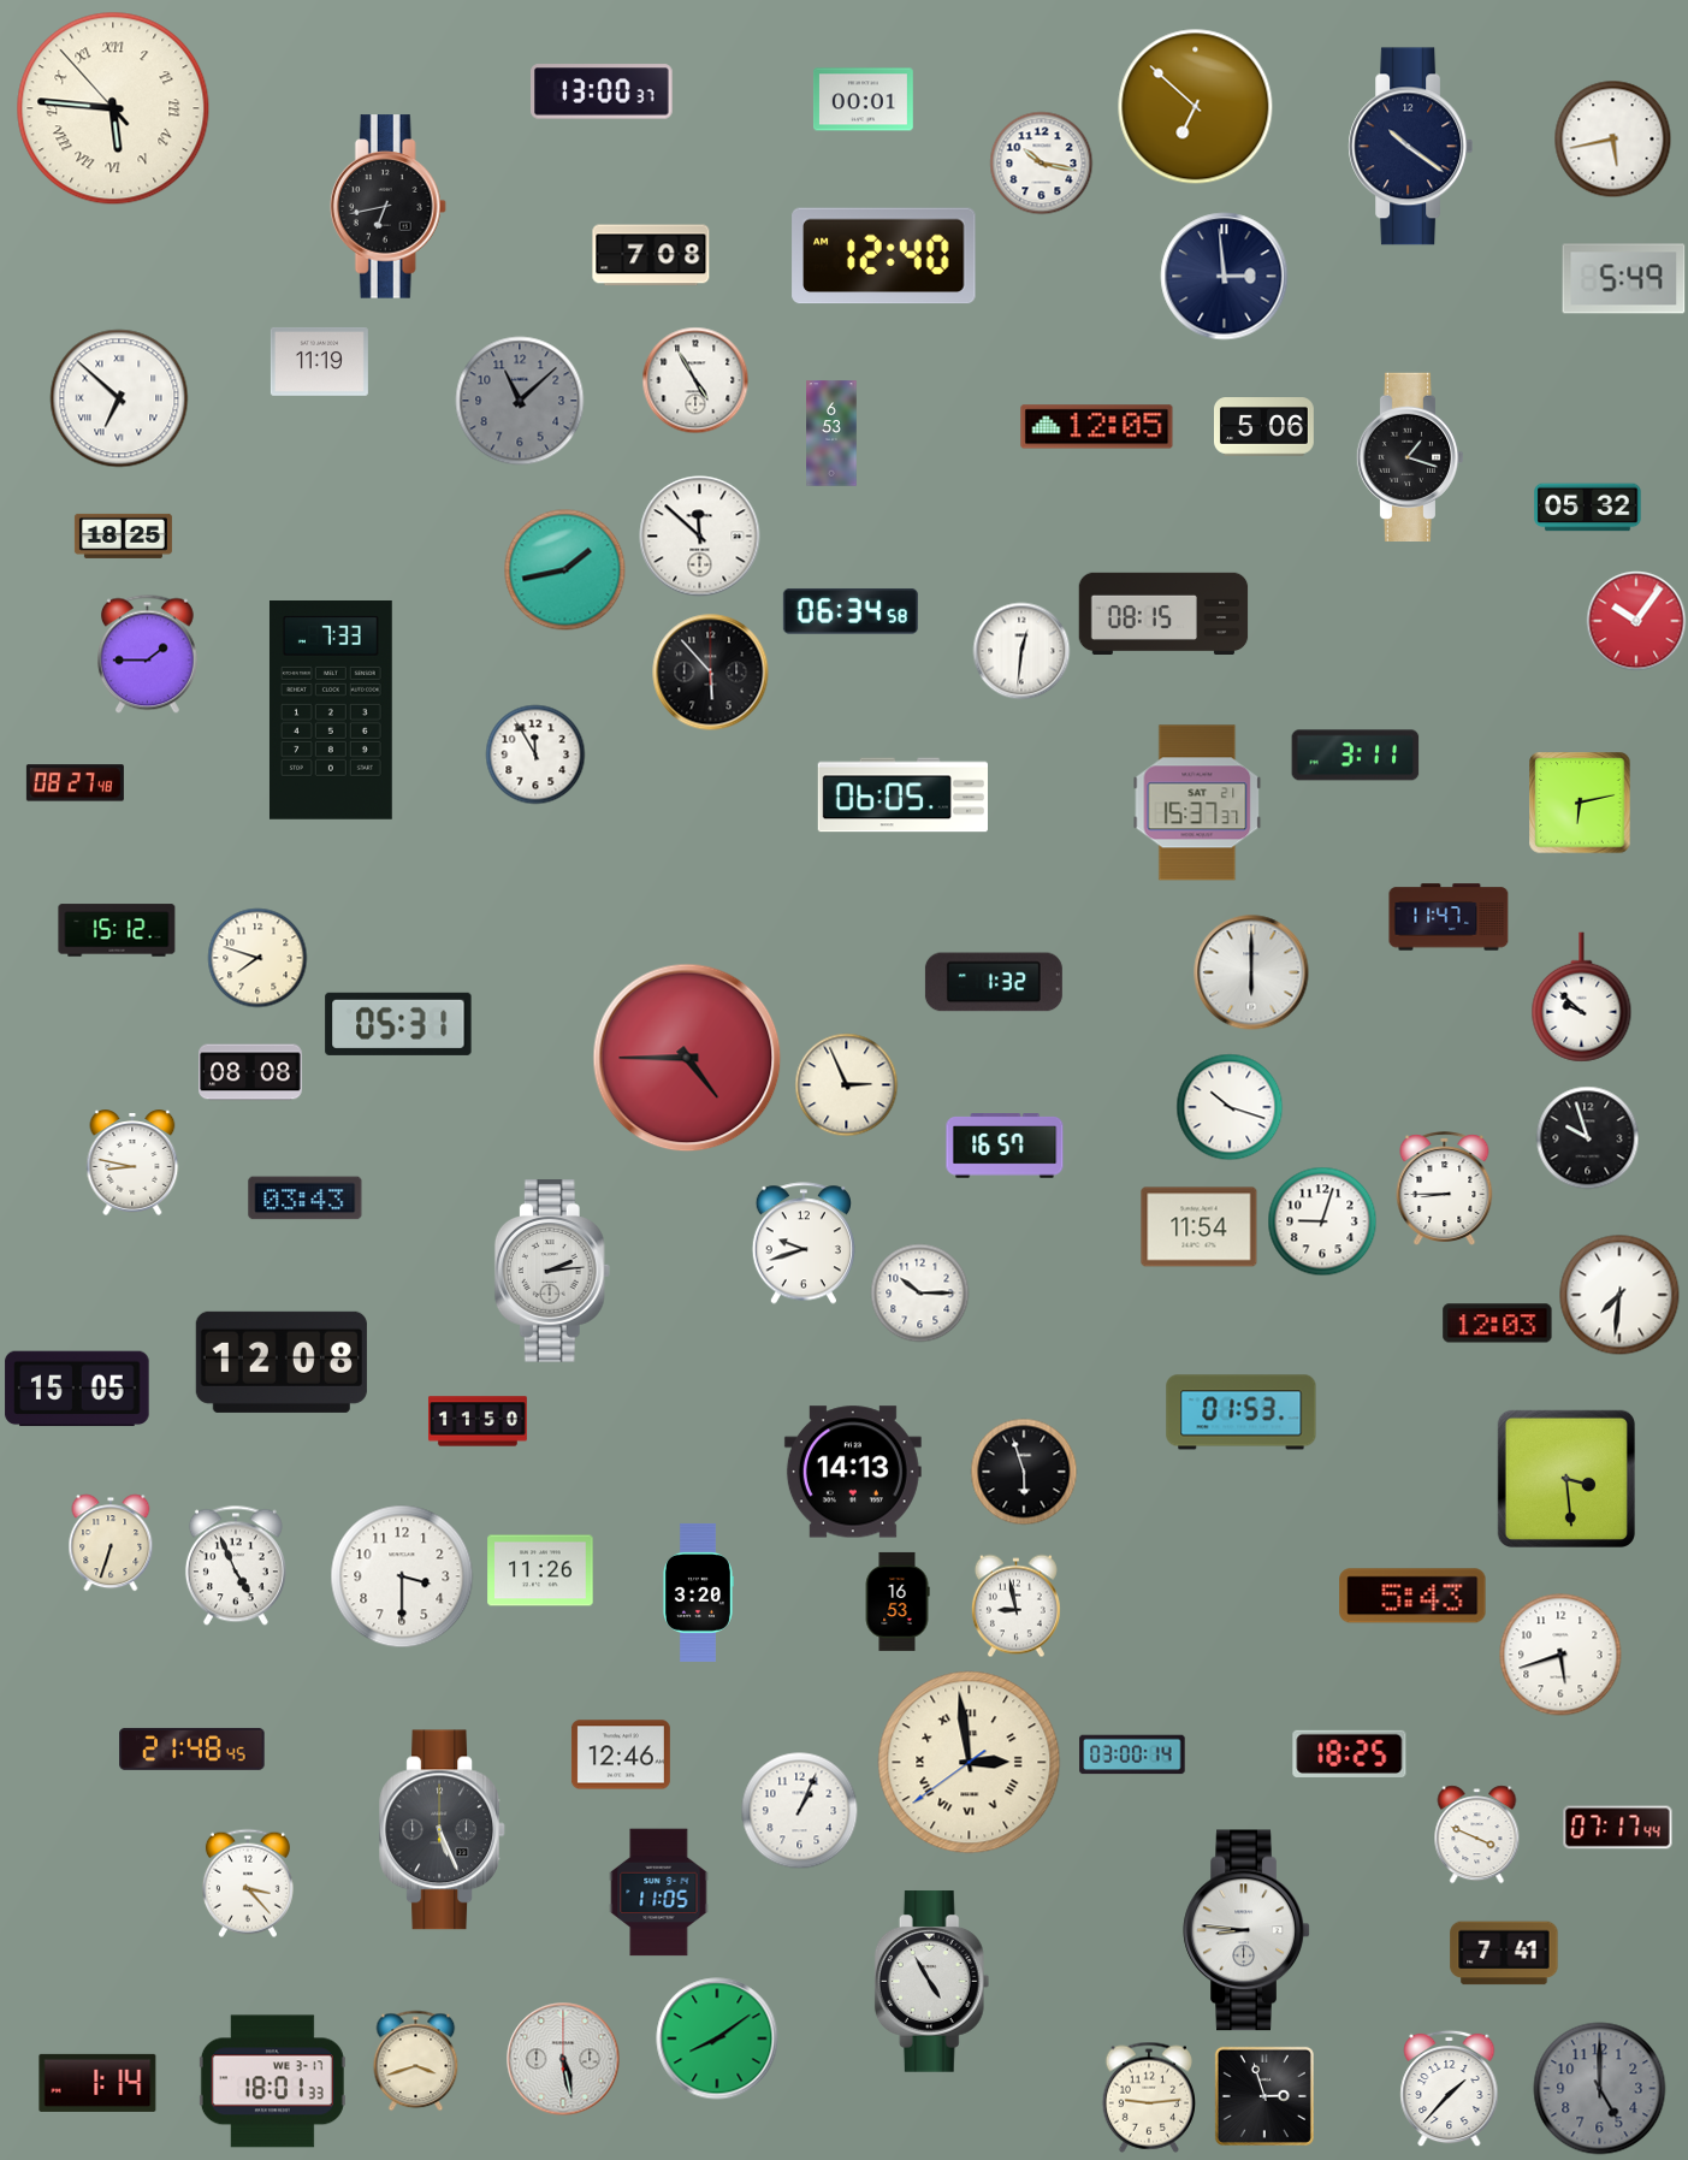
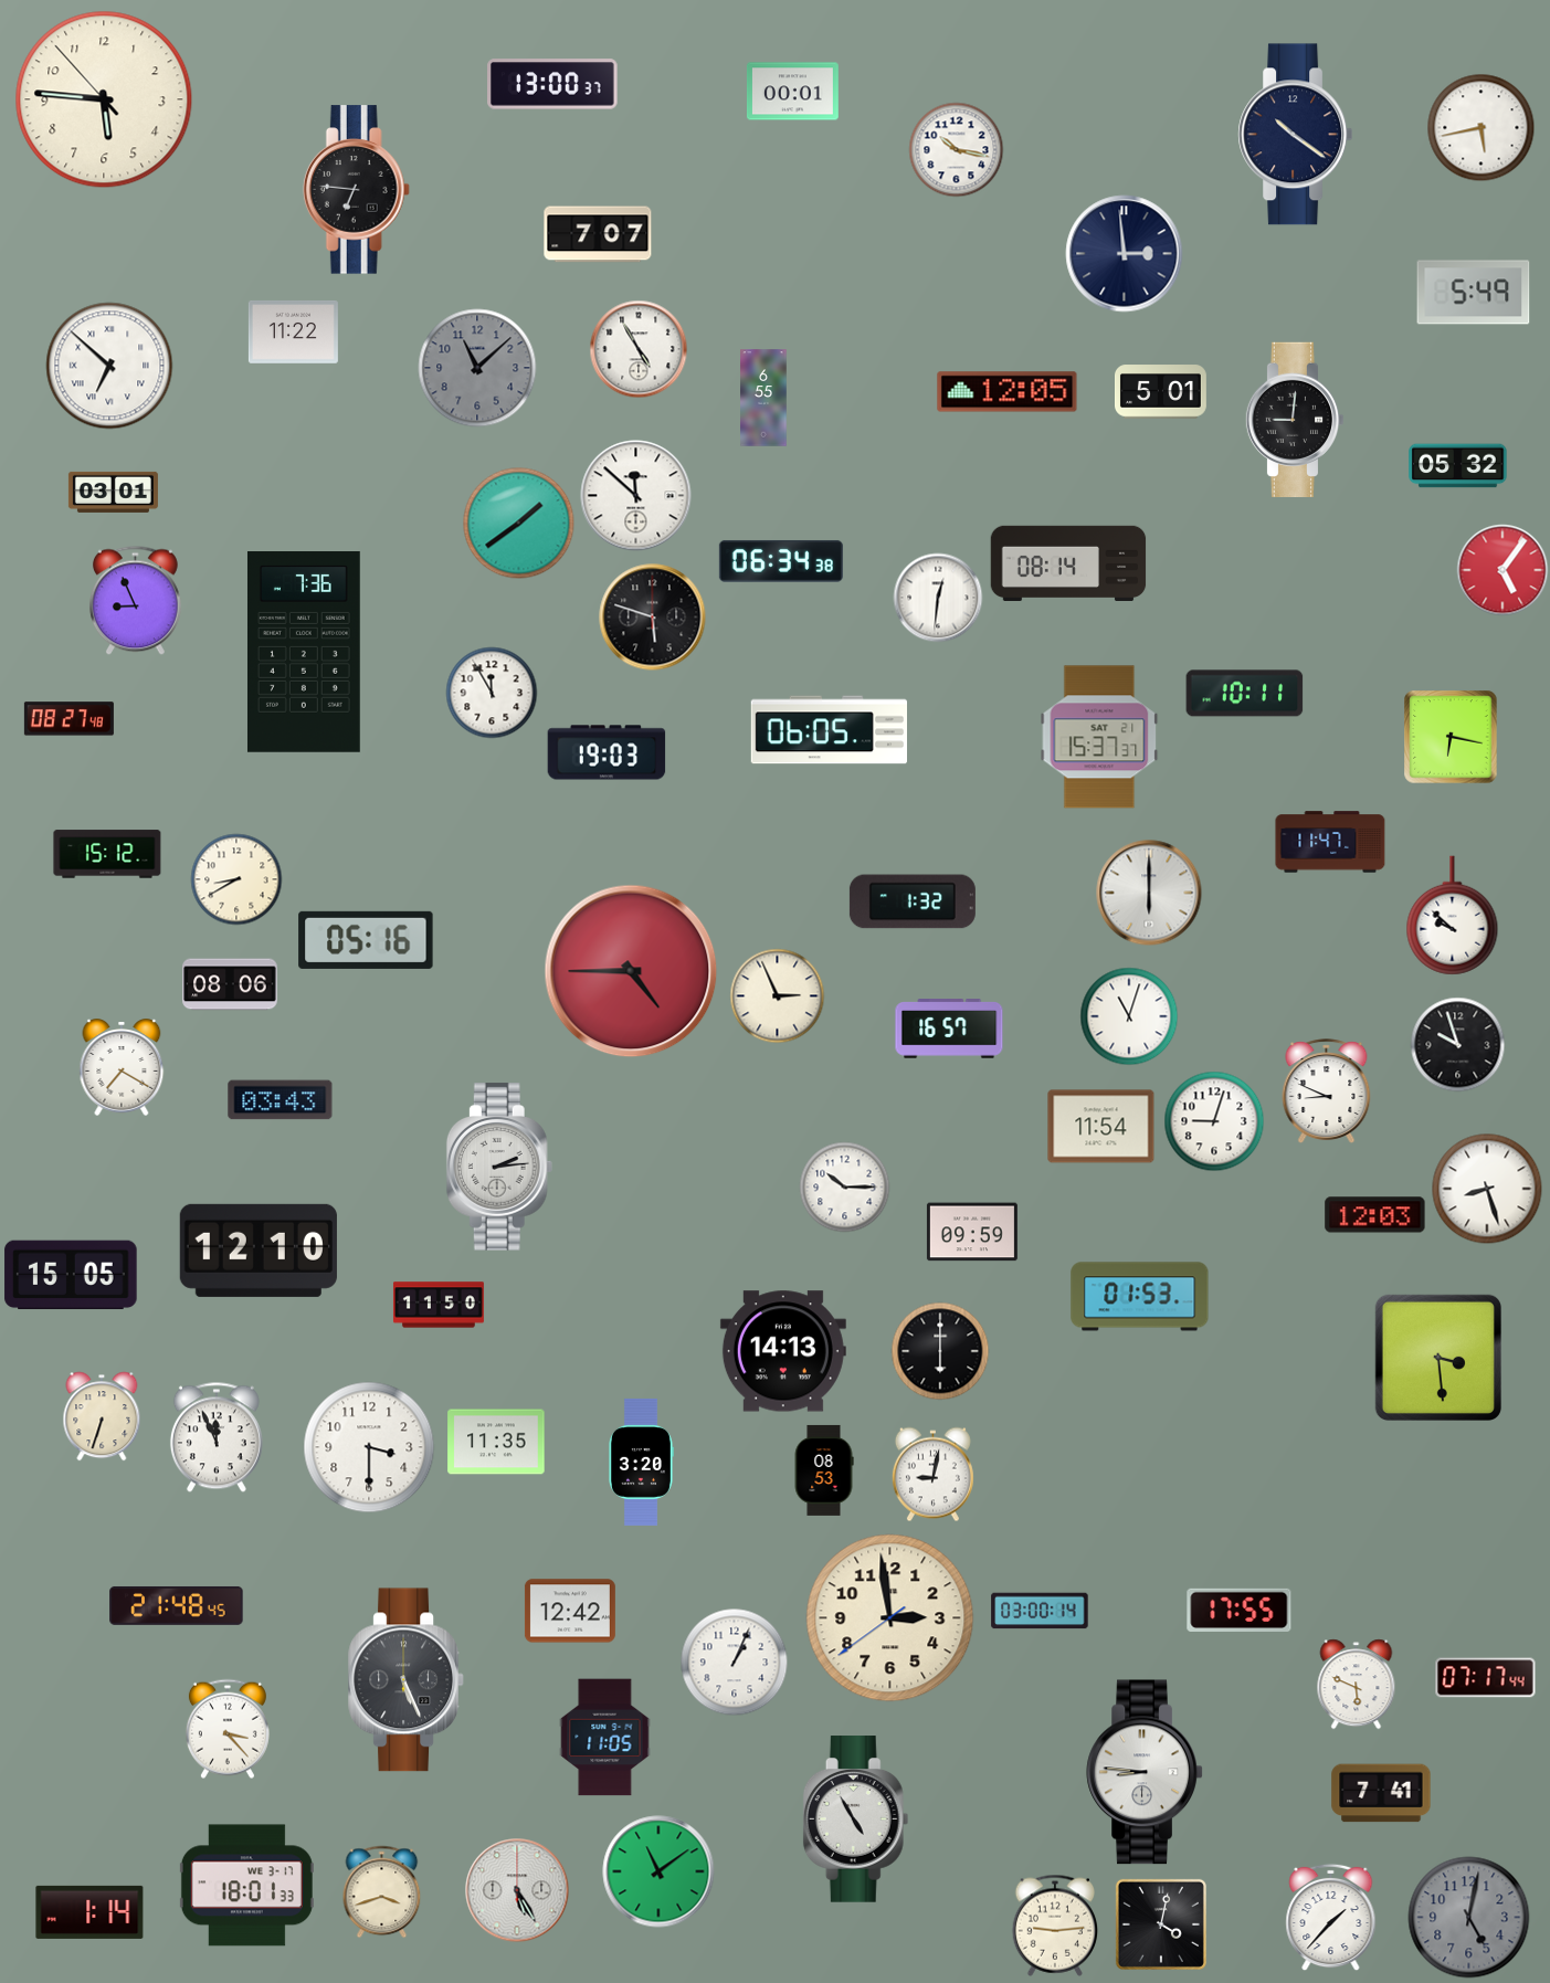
clock at (1196, 107): 6:52 -> none
clock at (113, 108) numerals: Roman -> Arabic
clock at (387, 207): 6:43 -> 6:46
clock at (651, 255): 7:08 -> 7:07
clock at (884, 256): 12:40 -> none
clock at (1624, 279) position: (1624, 279) -> (1474, 293)
clock at (319, 361): 11:19 -> 11:22
clock at (1264, 427): 5:06 -> 5:01
clock at (831, 433): 6:53 -> 6:55
clock at (1410, 456): 1:18 -> 9:01
clock at (123, 535): 18:25 -> 03:01
clock at (700, 537) position: (700, 537) -> (636, 496)
clock at (565, 570): 1:43 -> 1:39
clock at (851, 611): 06:34:58 -> 06:34:38
clock at (1163, 613): 08:15 -> 08:14
clock at (1636, 621): 10:06 -> 5:06
clock at (147, 655): 1:45 -> 8:56
clock at (711, 673): 5:53 -> 5:48
clock at (331, 711): 7:33 -> 7:36
clock at (1356, 756): 3:11 -> 10:11
clock at (1580, 803): 6:13 -> 6:17
clock at (607, 752): none -> 19:03
clock at (257, 958): 7:48 -> 8:40
clock at (398, 1024): 05:31 -> 05:16
clock at (250, 1072): 08:08 -> 08:06
clock at (1230, 1107): 10:18 -> 11:03
clock at (1005, 1146) position: (1005, 1146) -> (949, 1029)
clock at (132, 1162): 8:47 -> 7:20
clock at (1445, 1188): 8:45 -> 8:49
clock at (804, 1243): 9:42 -> none
clock at (552, 1271) position: (552, 1271) -> (499, 1167)
clock at (1619, 1295): 7:31 -> 8:27
clock at (972, 1232): none -> 09:59
clock at (282, 1362): 12:08 -> 12:10
clock at (1024, 1472): 5:57 -> 6:00
clock at (236, 1566): 4:56 -> 11:56
clock at (540, 1570): 11:26 -> 11:35
clock at (1412, 1596): 5:43 -> none
clock at (898, 1602): 16:53 -> 08:53
clock at (1015, 1606): 8:58 -> 9:02
clock at (1560, 1655): 5:42 -> none
clock at (1350, 1753): 18:25 -> 17:55
clock at (621, 1754): 12:46 -> 12:42
clock at (970, 1763) numerals: Roman -> Arabic
clock at (1477, 1835): 3:49 -> 5:49
clock at (717, 2038): 8:09 -> 11:09
clock at (563, 2059): 5:28 -> 5:25
clock at (272, 2082) position: (272, 2082) -> (246, 1886)
clock at (1600, 2089): 5:00 -> 5:02
clock at (1264, 2096): 2:57 -> 4:02
